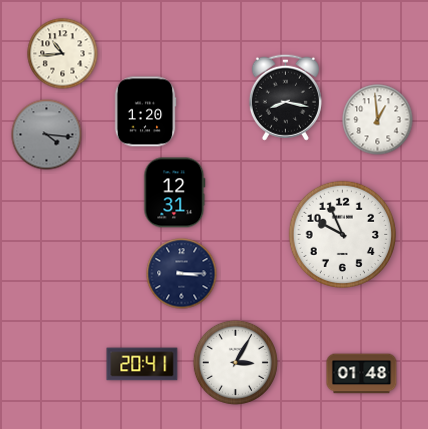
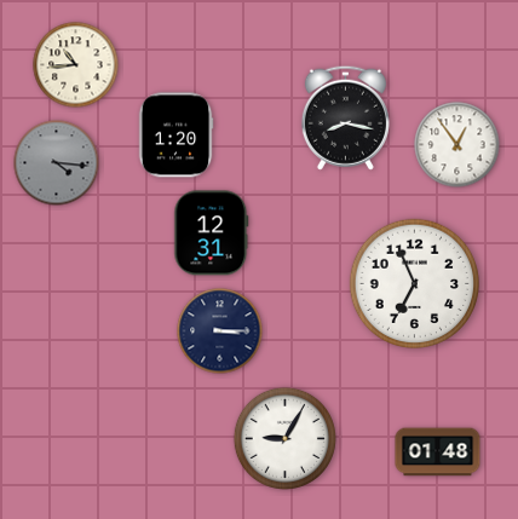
clock at (378, 120): 12:59 -> 12:54
clock at (343, 235): 9:56 -> 6:56
clock at (235, 362): 3:05 -> 9:05
clock at (142, 364): 20:41 -> none
